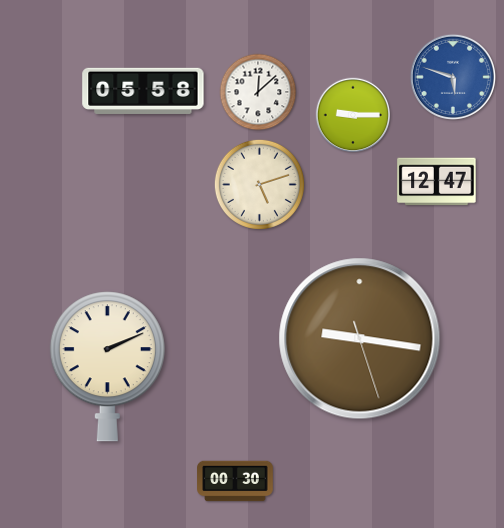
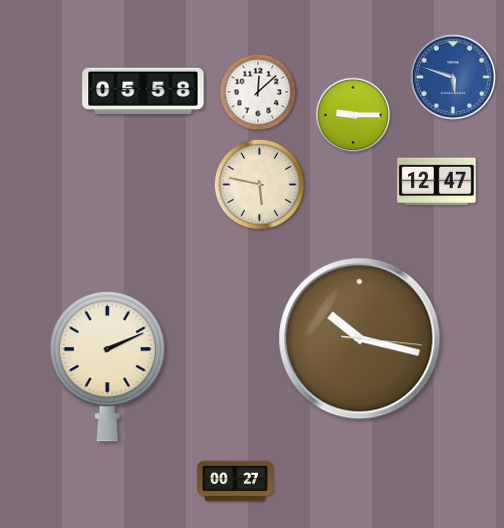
clock at (259, 184): 5:12 -> 5:47
clock at (360, 339): 9:16 -> 10:17
clock at (235, 481): 00:30 -> 00:27
